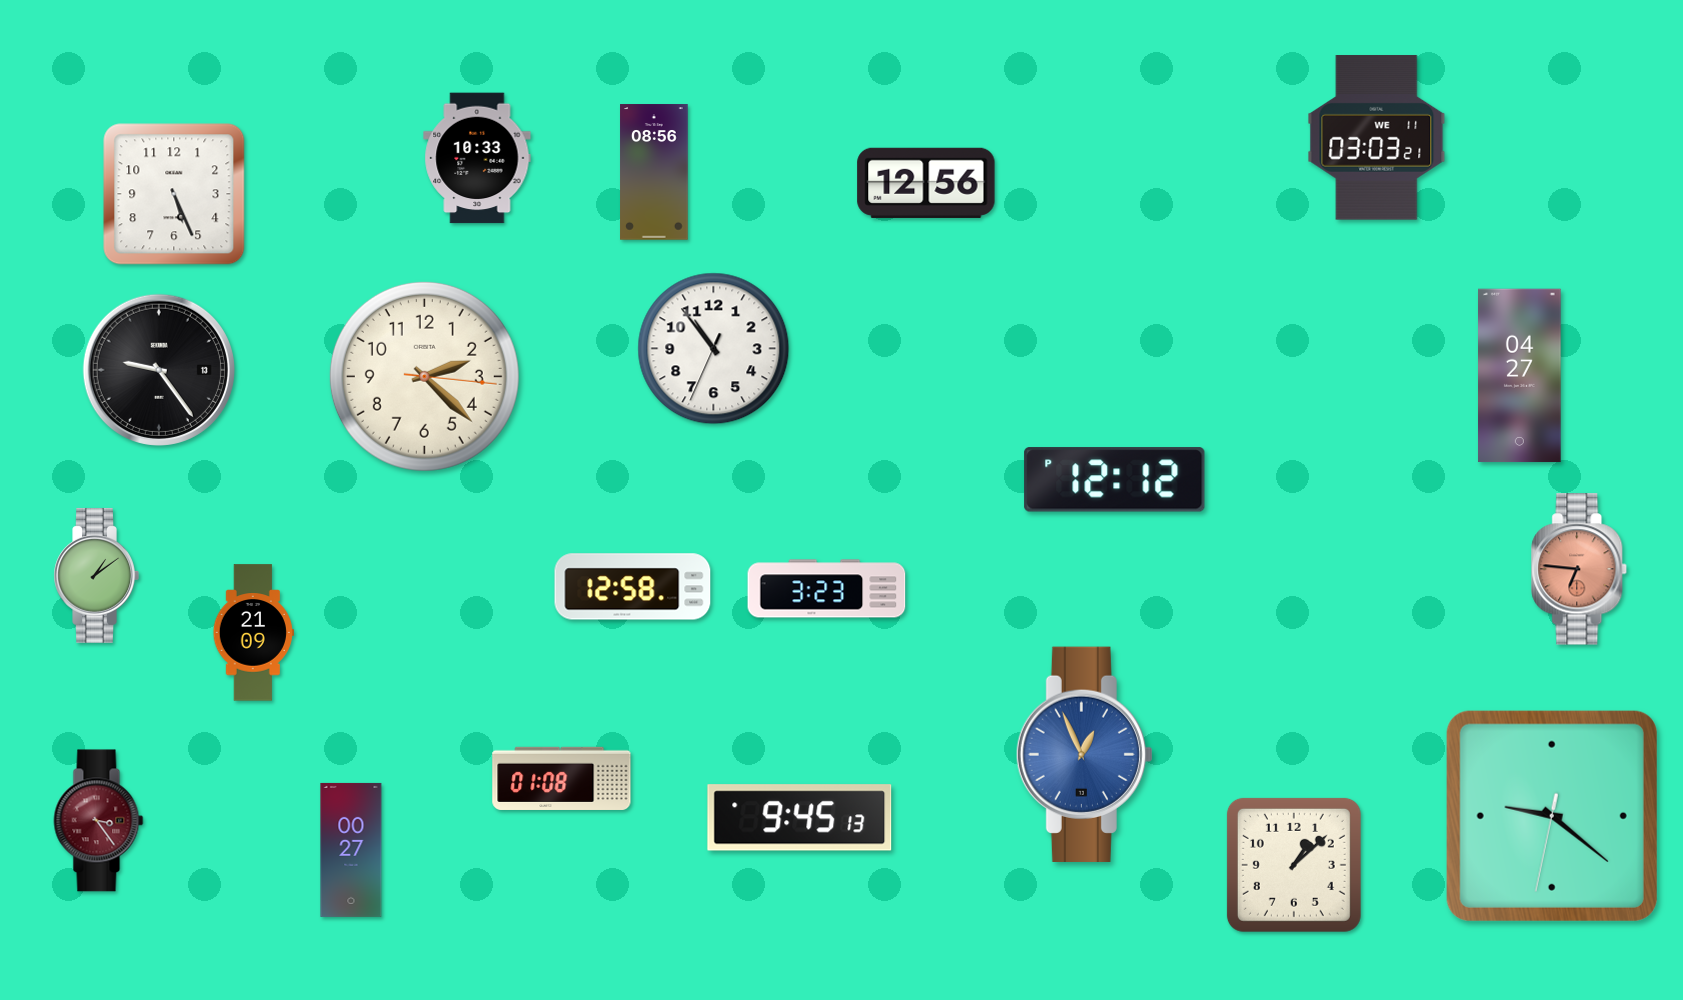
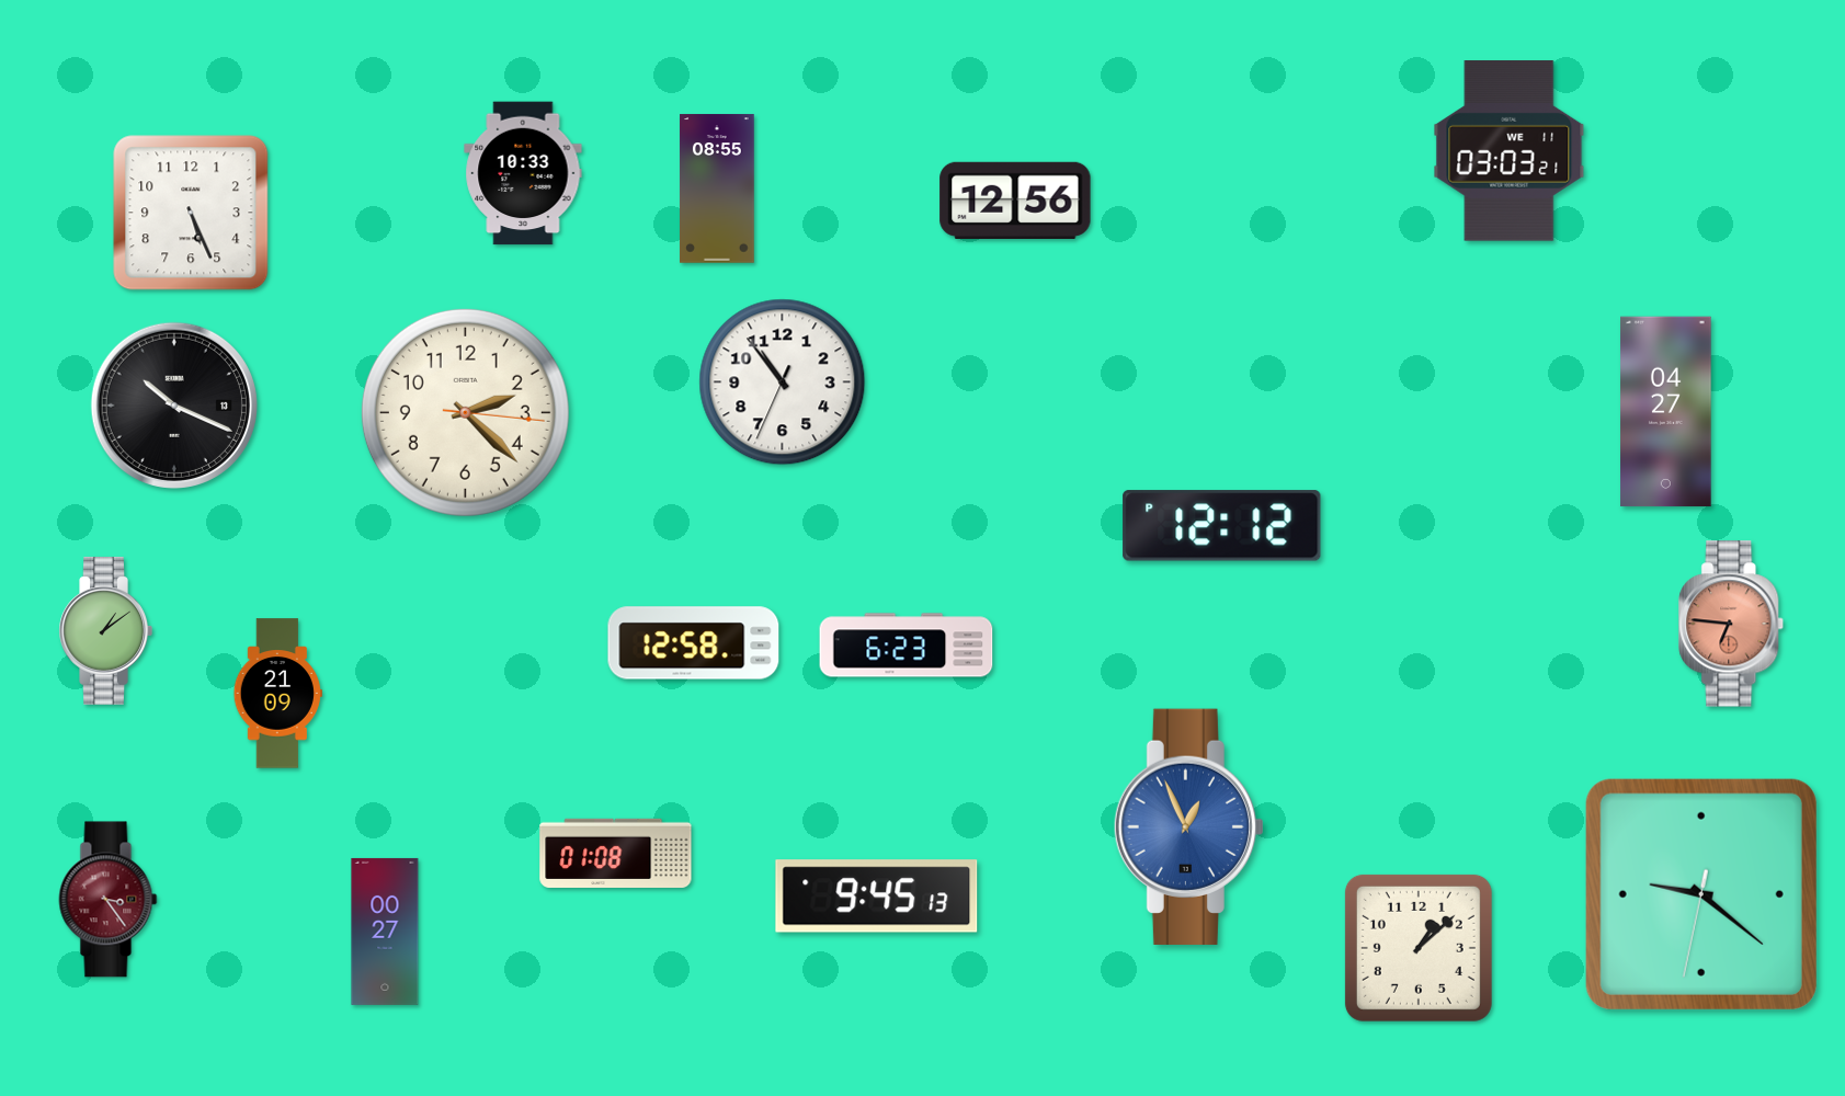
clock at (654, 172): 08:56 -> 08:55
clock at (159, 370): 9:24 -> 10:19
clock at (827, 589): 3:23 -> 6:23
